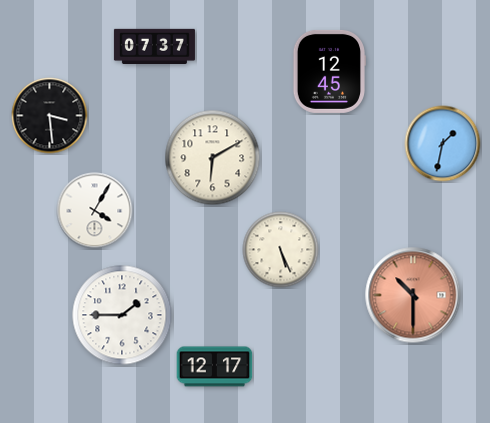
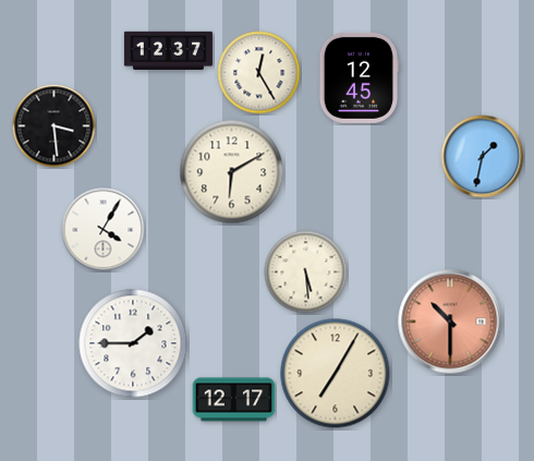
clock at (154, 46): 07:37 -> 12:37
clock at (259, 73): none -> 12:25
clock at (281, 250): 5:26 -> 5:29
clock at (336, 374): none -> 7:05
